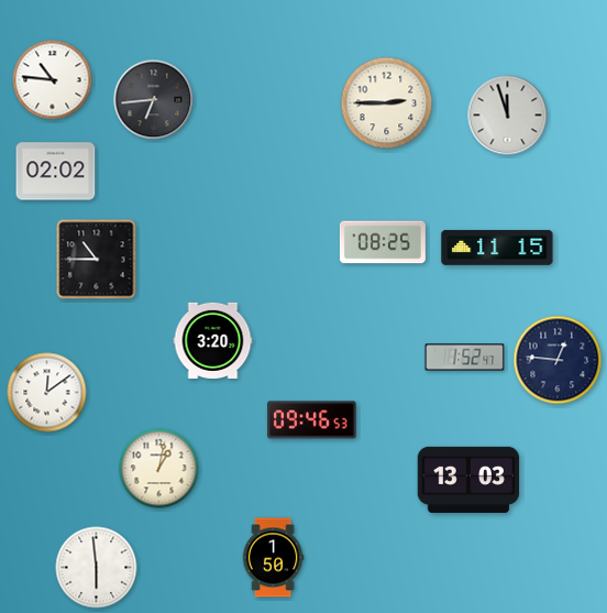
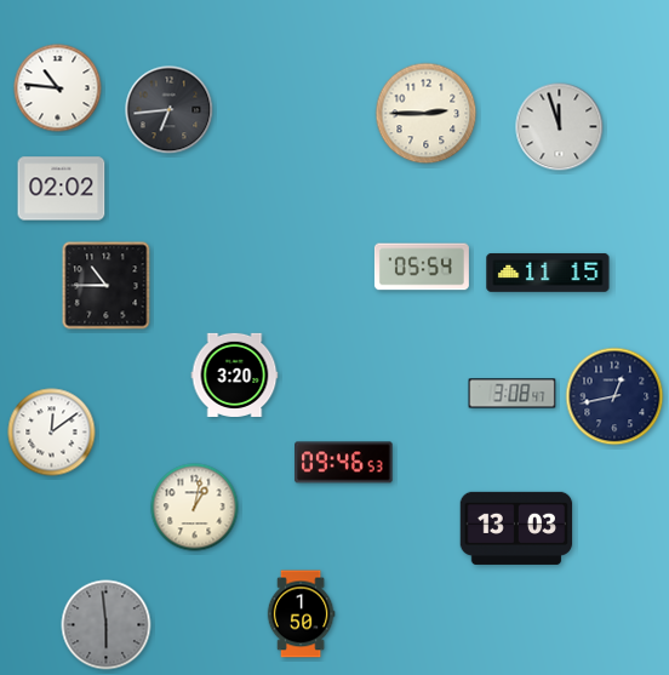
clock at (383, 242): 08:25 -> 05:54
clock at (465, 358): 1:52 -> 3:08
clock at (558, 360): 12:46 -> 12:43
clock at (159, 469) position: (159, 469) -> (195, 508)
clock at (97, 568) dial: white -> grey
